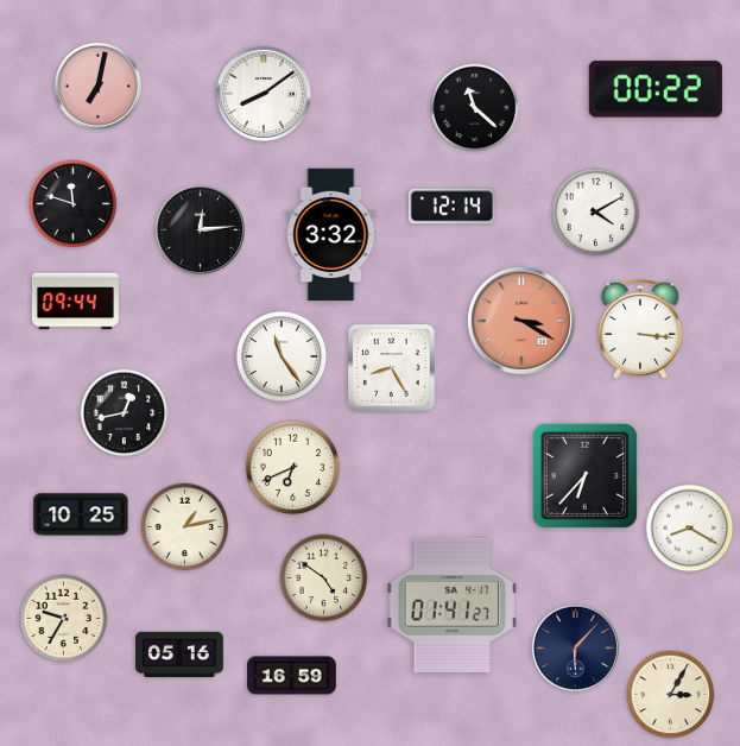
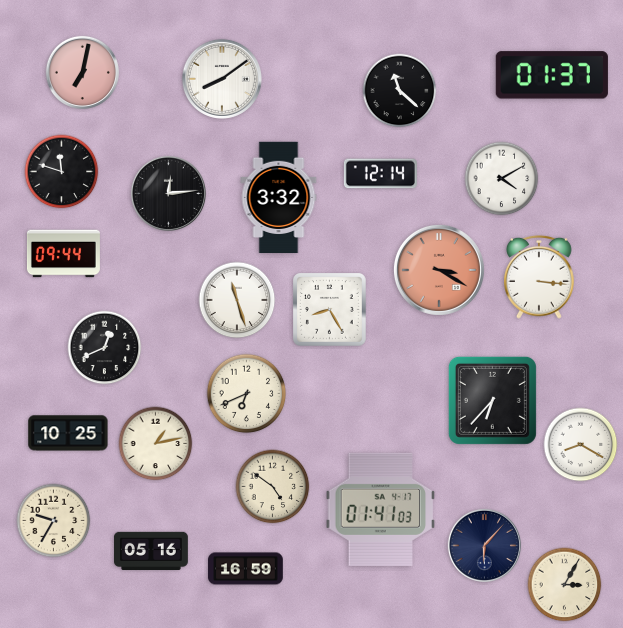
clock at (656, 89): 00:22 -> 01:37
clock at (282, 356): 11:24 -> 11:27
clock at (125, 413): 12:43 -> 12:41
clock at (453, 605): 01:41:27 -> 01:41:03
